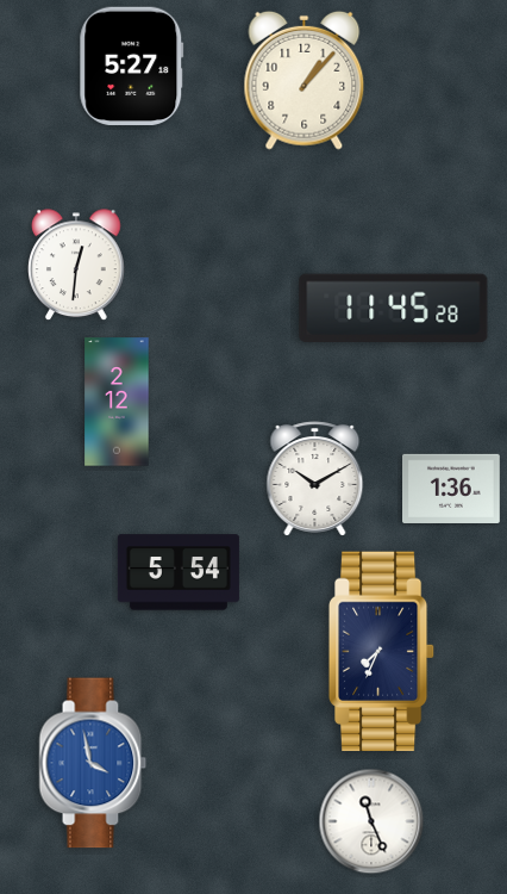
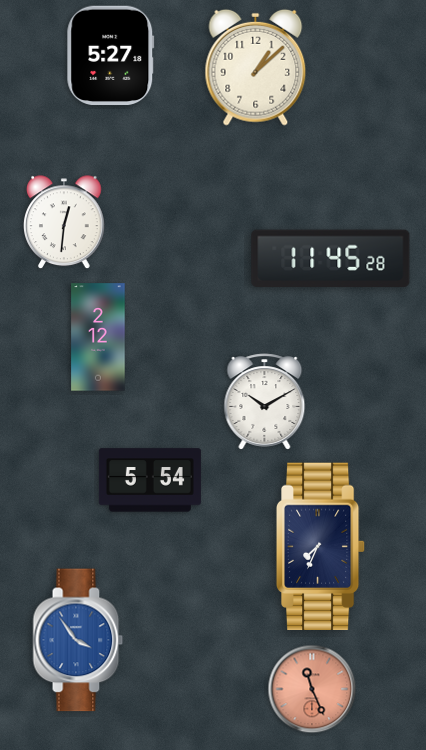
clock at (305, 80): 1:07 -> 1:08
clock at (452, 489): 1:36 -> none
clock at (93, 763): 3:58 -> 3:54
clock at (371, 821) dial: white -> salmon
